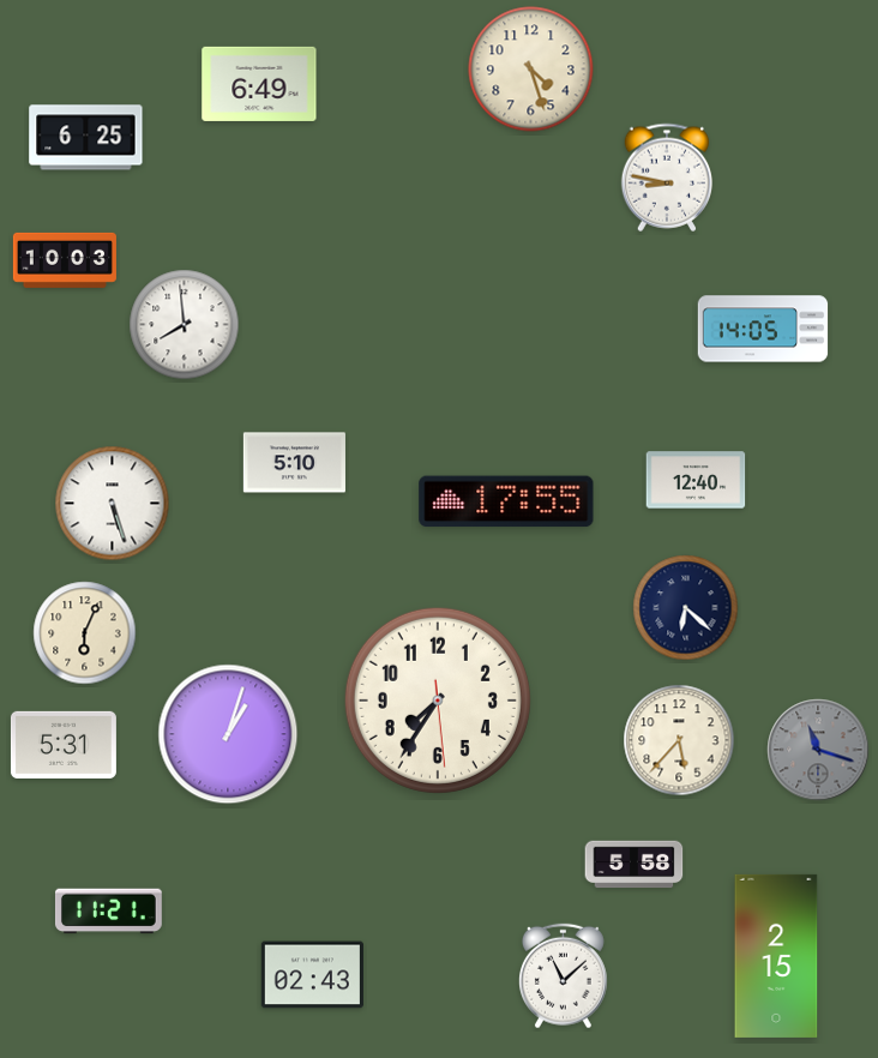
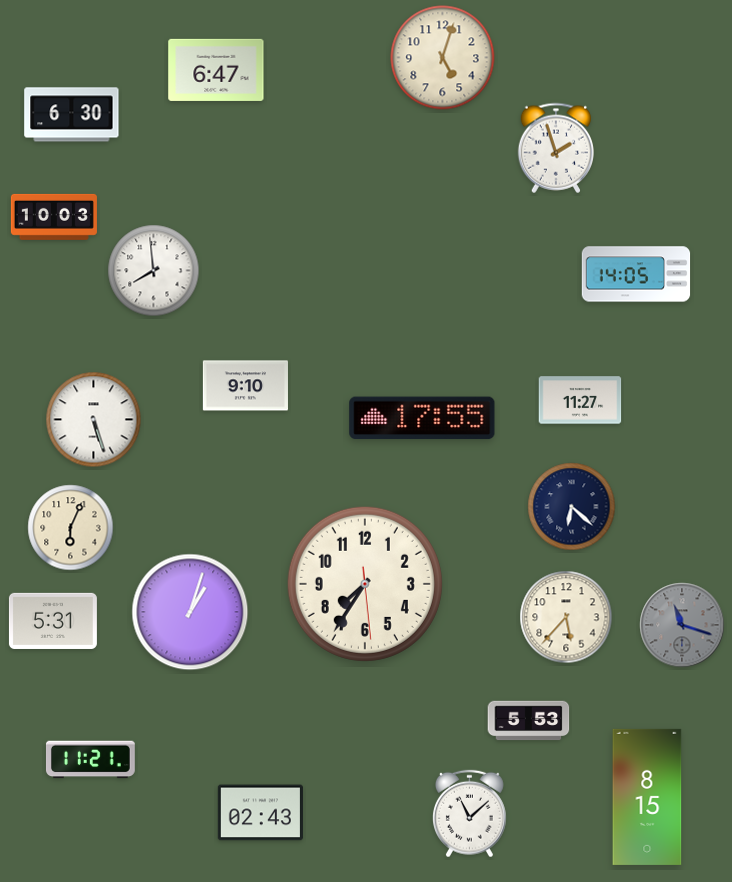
clock at (531, 70): 4:27 -> 5:03
clock at (259, 84): 6:49 -> 6:47
clock at (86, 138): 6:25 -> 6:30
clock at (666, 178): 8:47 -> 1:57
clock at (294, 463): 5:10 -> 9:10
clock at (696, 480): 12:40 -> 11:27
clock at (635, 865): 5:58 -> 5:53
clock at (776, 956): 2:15 -> 8:15
